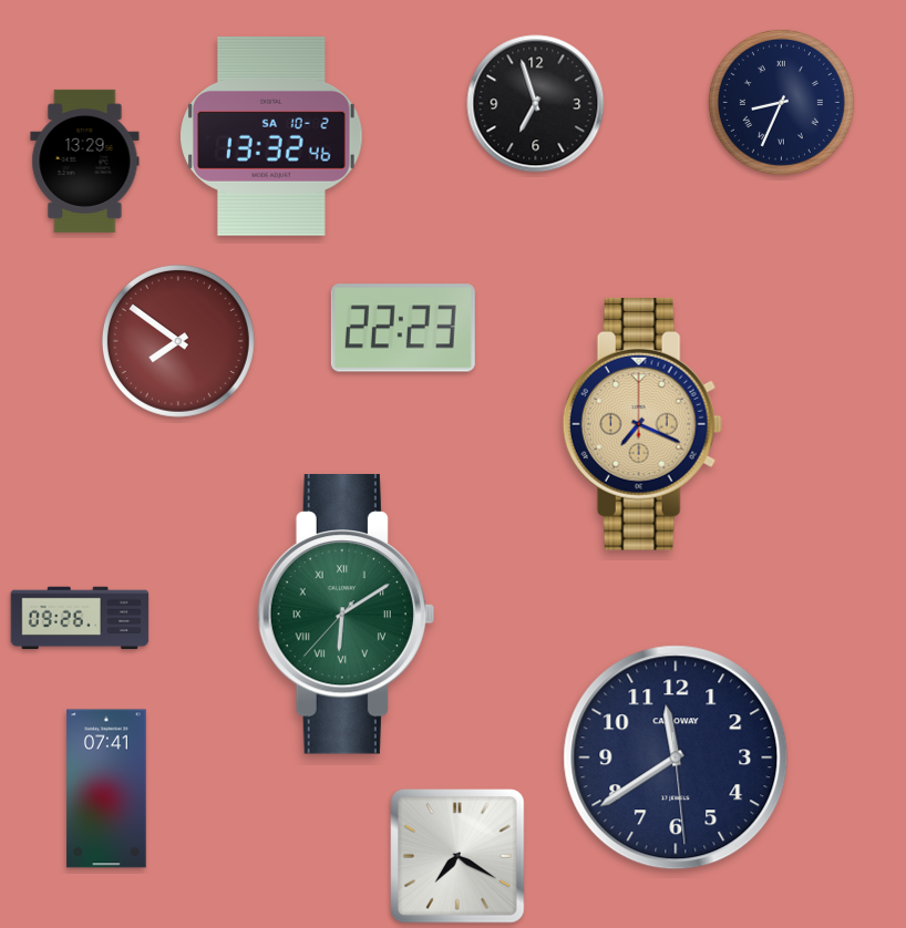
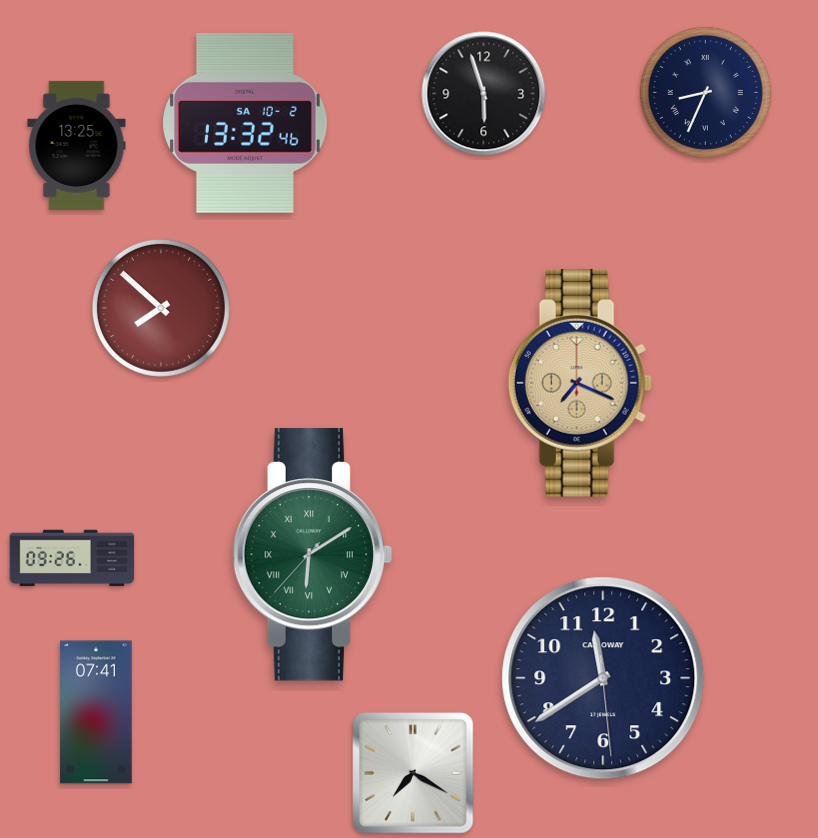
clock at (536, 104): 6:57 -> 5:57
clock at (85, 161): 13:29 -> 13:25
clock at (403, 328): 22:23 -> none
clock at (178, 341): 7:51 -> 7:52
clock at (676, 757) position: (676, 757) -> (603, 678)
